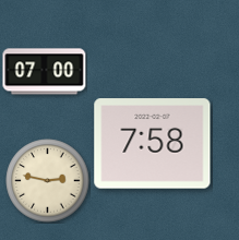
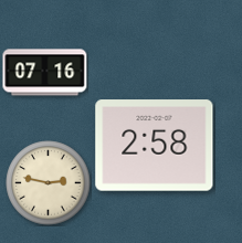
clock at (45, 72): 07:00 -> 07:16
clock at (153, 144): 7:58 -> 2:58
